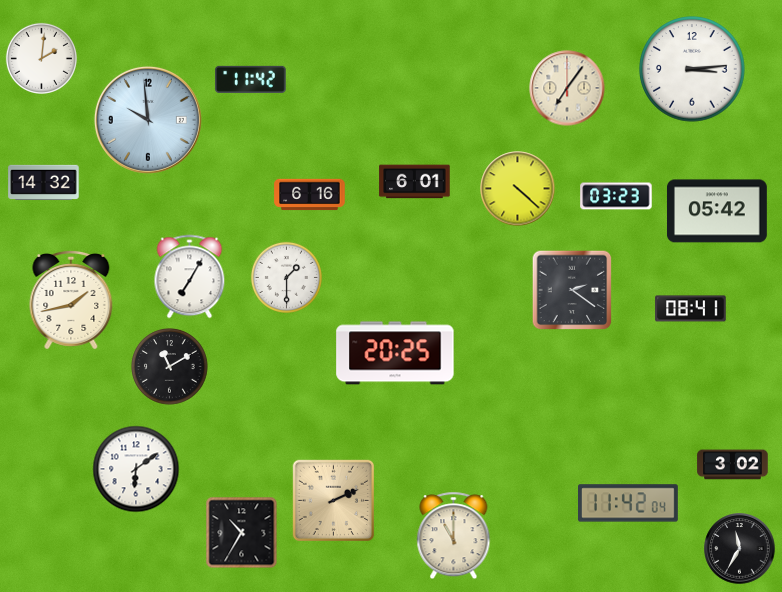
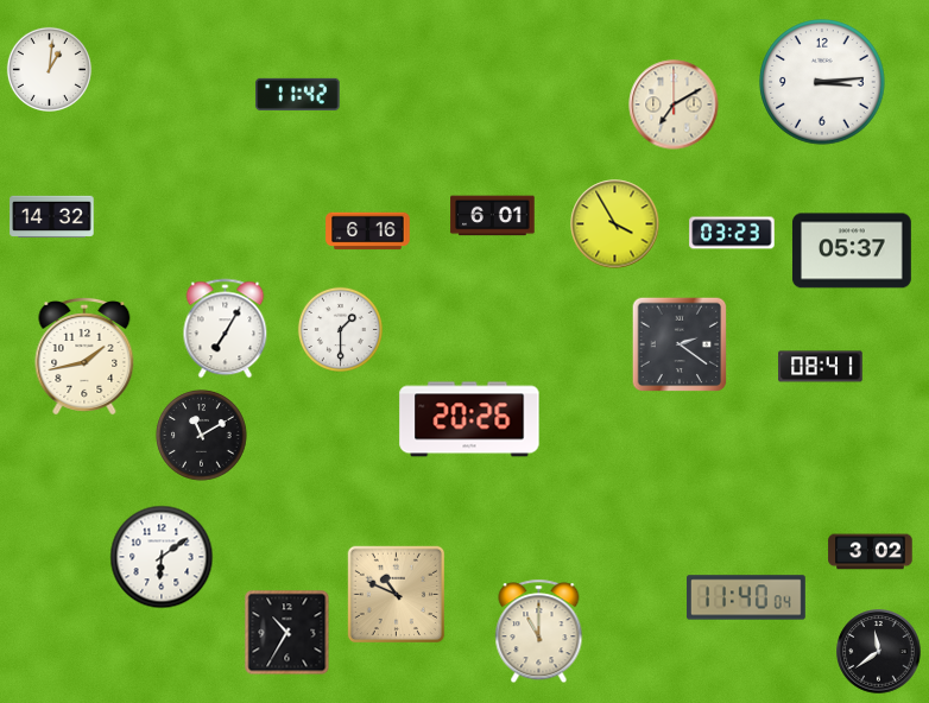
clock at (41, 58): 2:01 -> 1:01
clock at (567, 88): 7:06 -> 7:10
clock at (148, 120): 9:59 -> none
clock at (518, 189): 4:22 -> 3:55
clock at (717, 211): 05:42 -> 05:37
clock at (395, 353): 20:25 -> 20:26
clock at (333, 500): 2:11 -> 10:49
clock at (629, 503): 11:42 -> 11:40
clock at (454, 536) position: (454, 536) -> (539, 632)
clock at (740, 549): 11:35 -> 11:39
